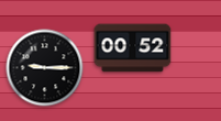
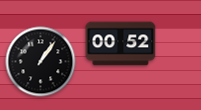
clock at (45, 68): 9:15 -> 1:06
